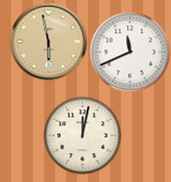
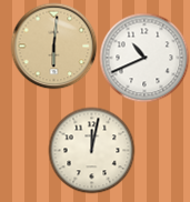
clock at (48, 41): 5:58 -> 6:01
clock at (130, 52): 11:41 -> 10:41
